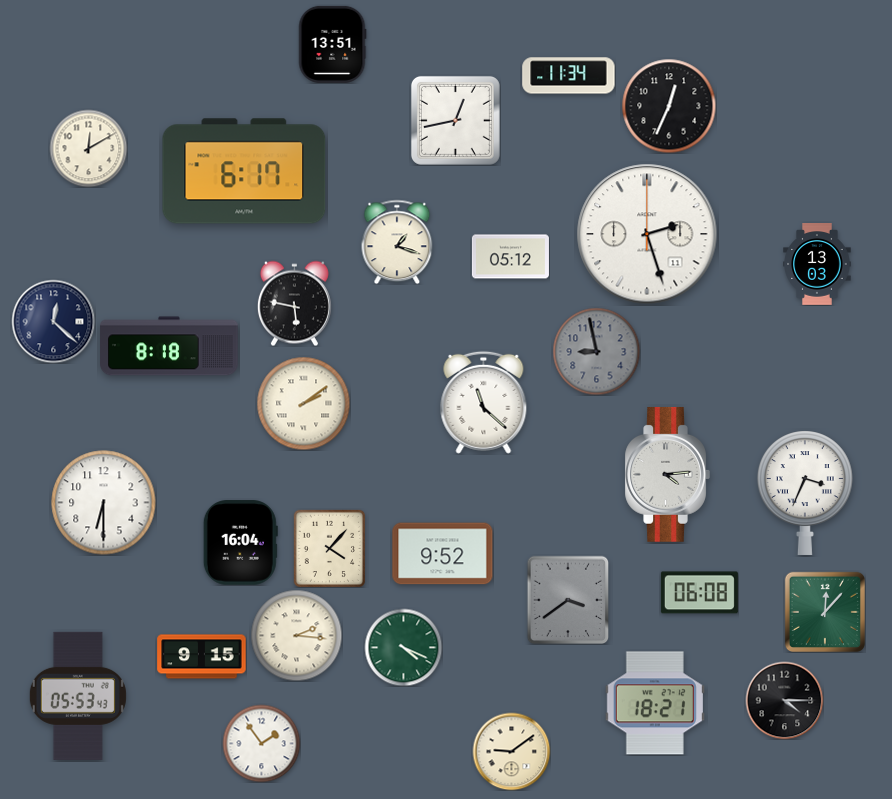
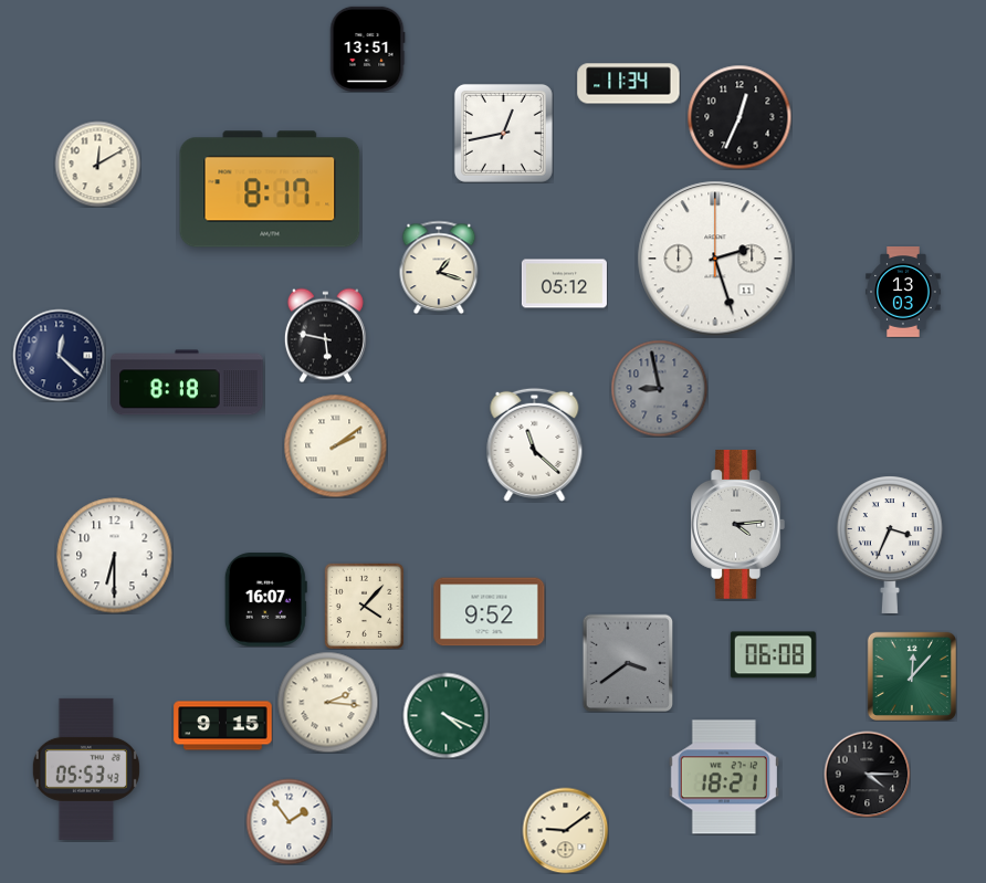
clock at (244, 171): 6:17 -> 8:17
clock at (240, 543): 16:04 -> 16:07
